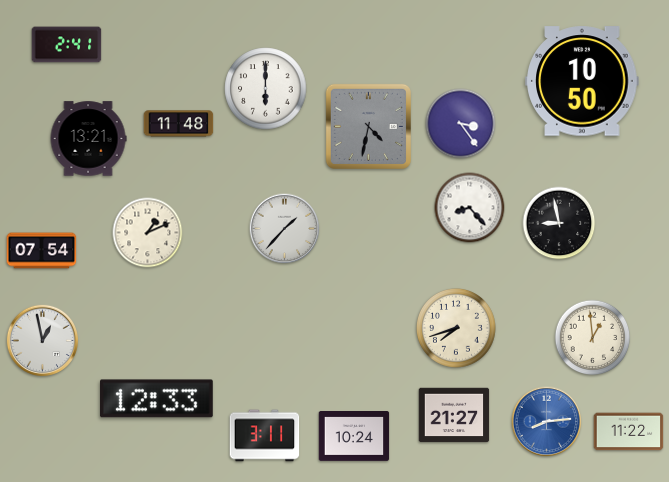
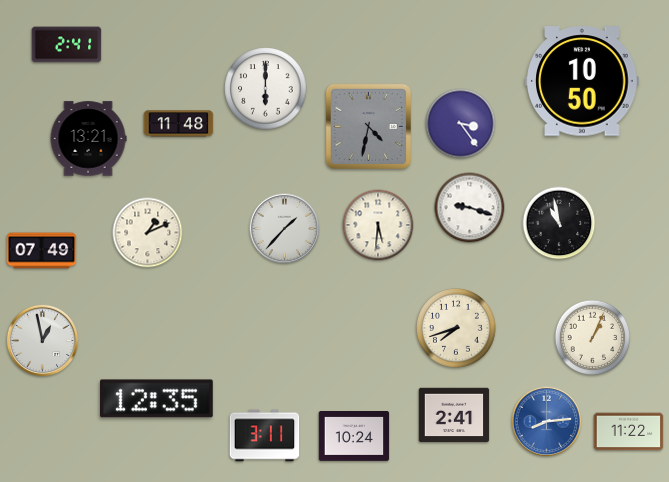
clock at (470, 208): 8:23 -> 9:18
clock at (559, 223): 8:58 -> 10:58
clock at (378, 225): none -> 5:31
clock at (42, 251): 07:54 -> 07:49
clock at (593, 338): 12:59 -> 1:04
clock at (156, 399): 12:33 -> 12:35
clock at (454, 415): 21:27 -> 2:41
